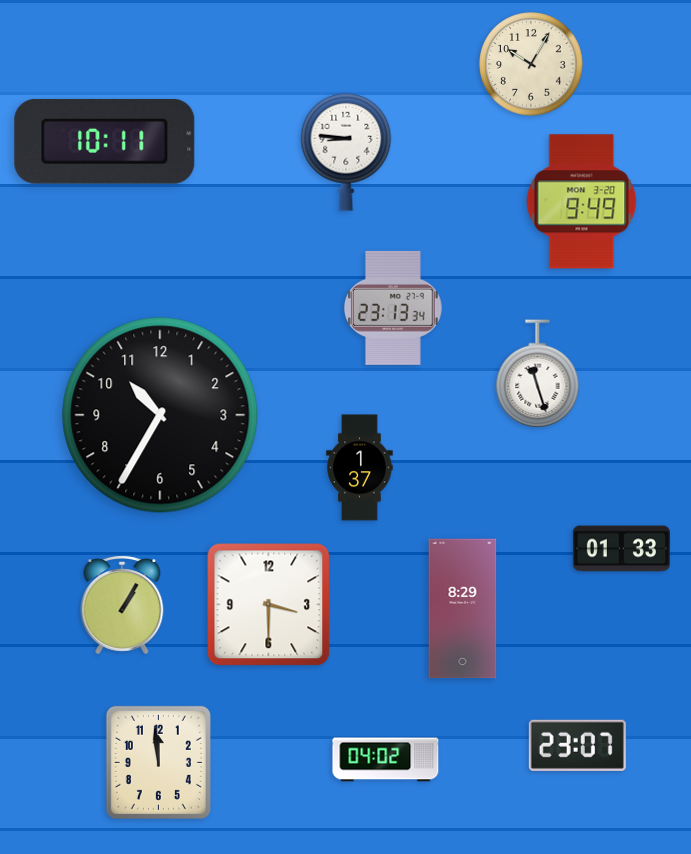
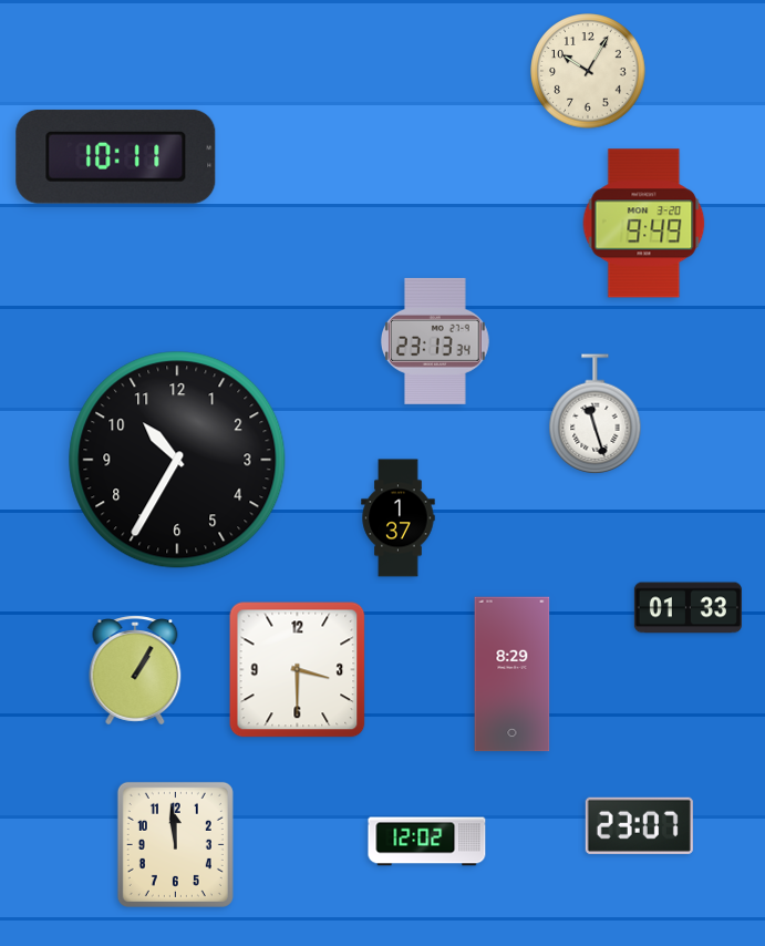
clock at (346, 152): 8:46 -> none
clock at (386, 760): 04:02 -> 12:02
